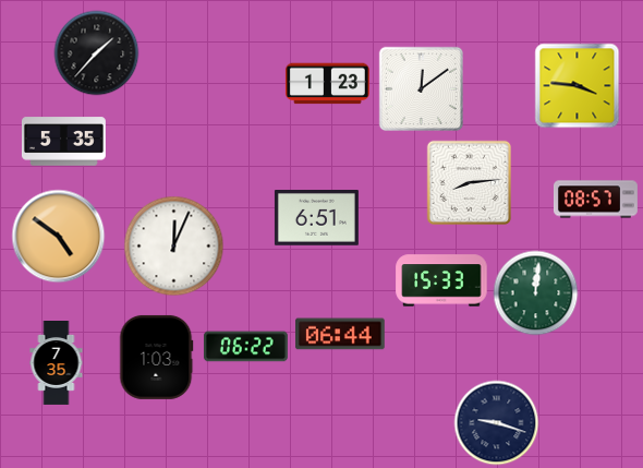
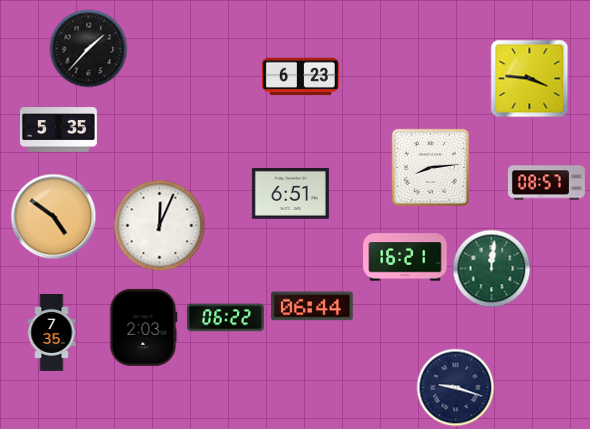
clock at (327, 84): 1:23 -> 6:23
clock at (421, 88): 12:09 -> none
clock at (316, 218) position: (316, 218) -> (290, 194)
clock at (441, 280): 15:33 -> 16:21
clock at (157, 357): 1:03 -> 2:03
